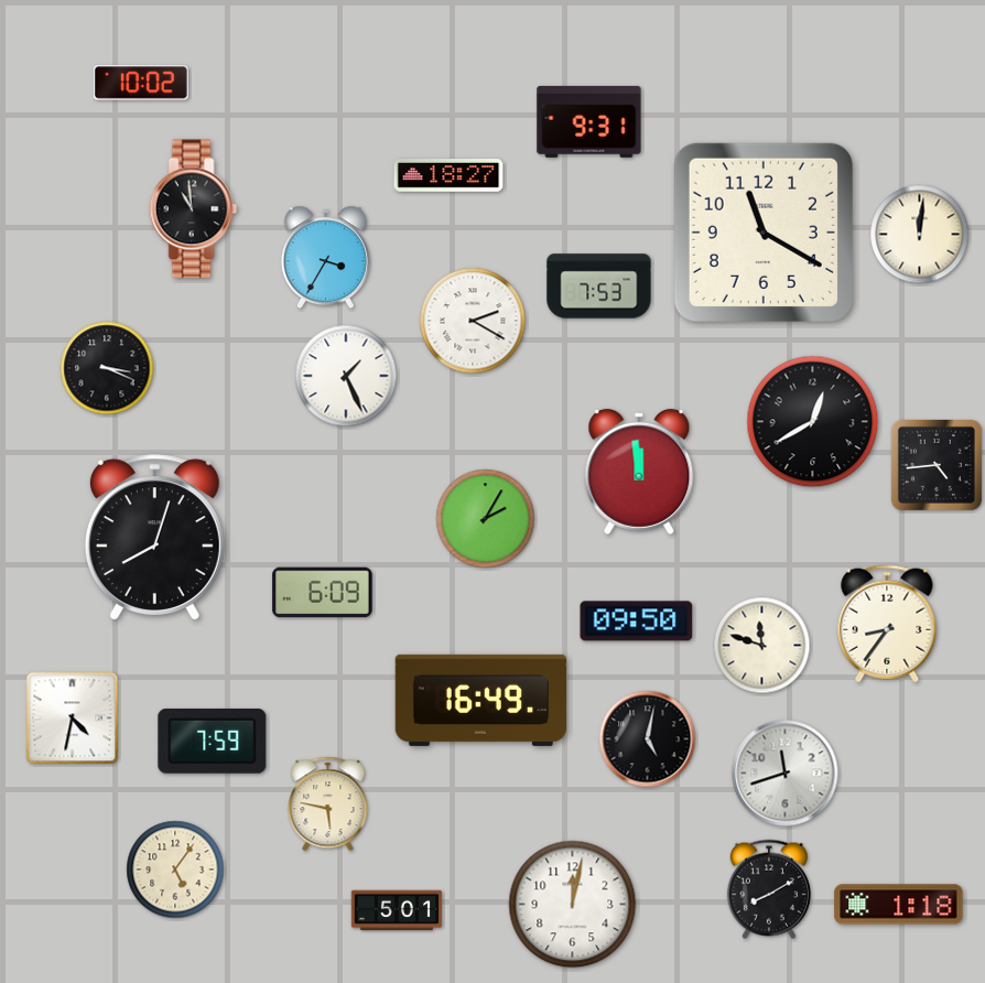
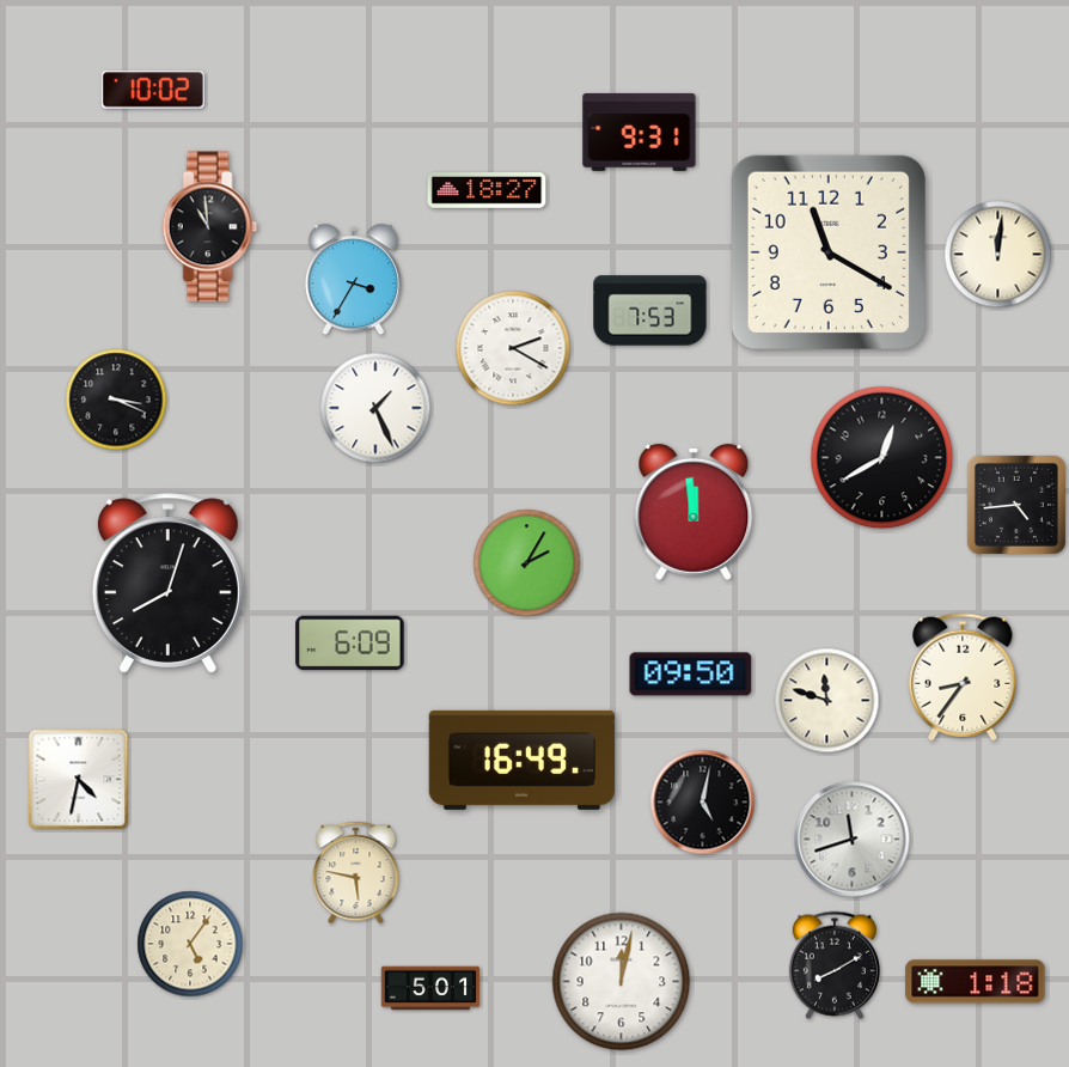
clock at (213, 741): 7:59 -> none
